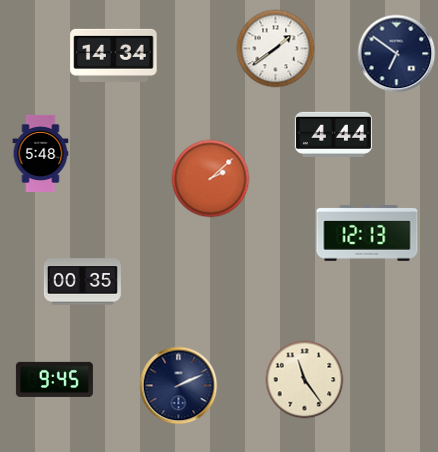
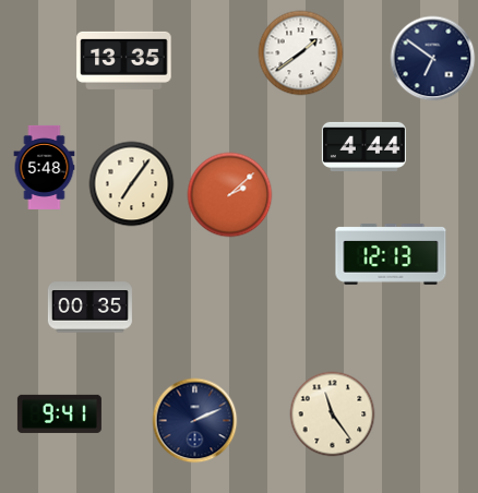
clock at (114, 55): 14:34 -> 13:35
clock at (131, 183): none -> 7:06
clock at (367, 233) position: (367, 233) -> (391, 254)
clock at (54, 379): 9:45 -> 9:41
